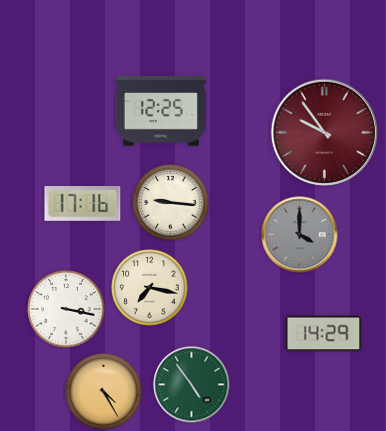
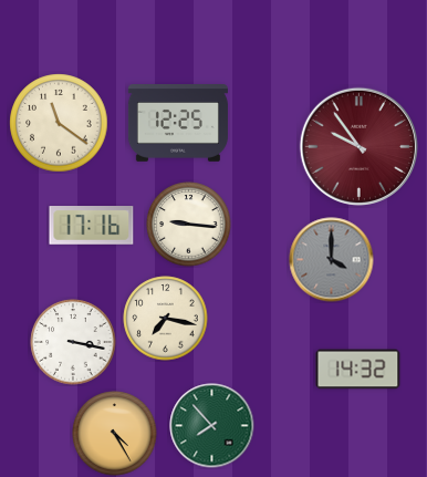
clock at (59, 123): none -> 11:21
clock at (324, 334): 14:29 -> 14:32
clock at (192, 385): 4:54 -> 7:53
